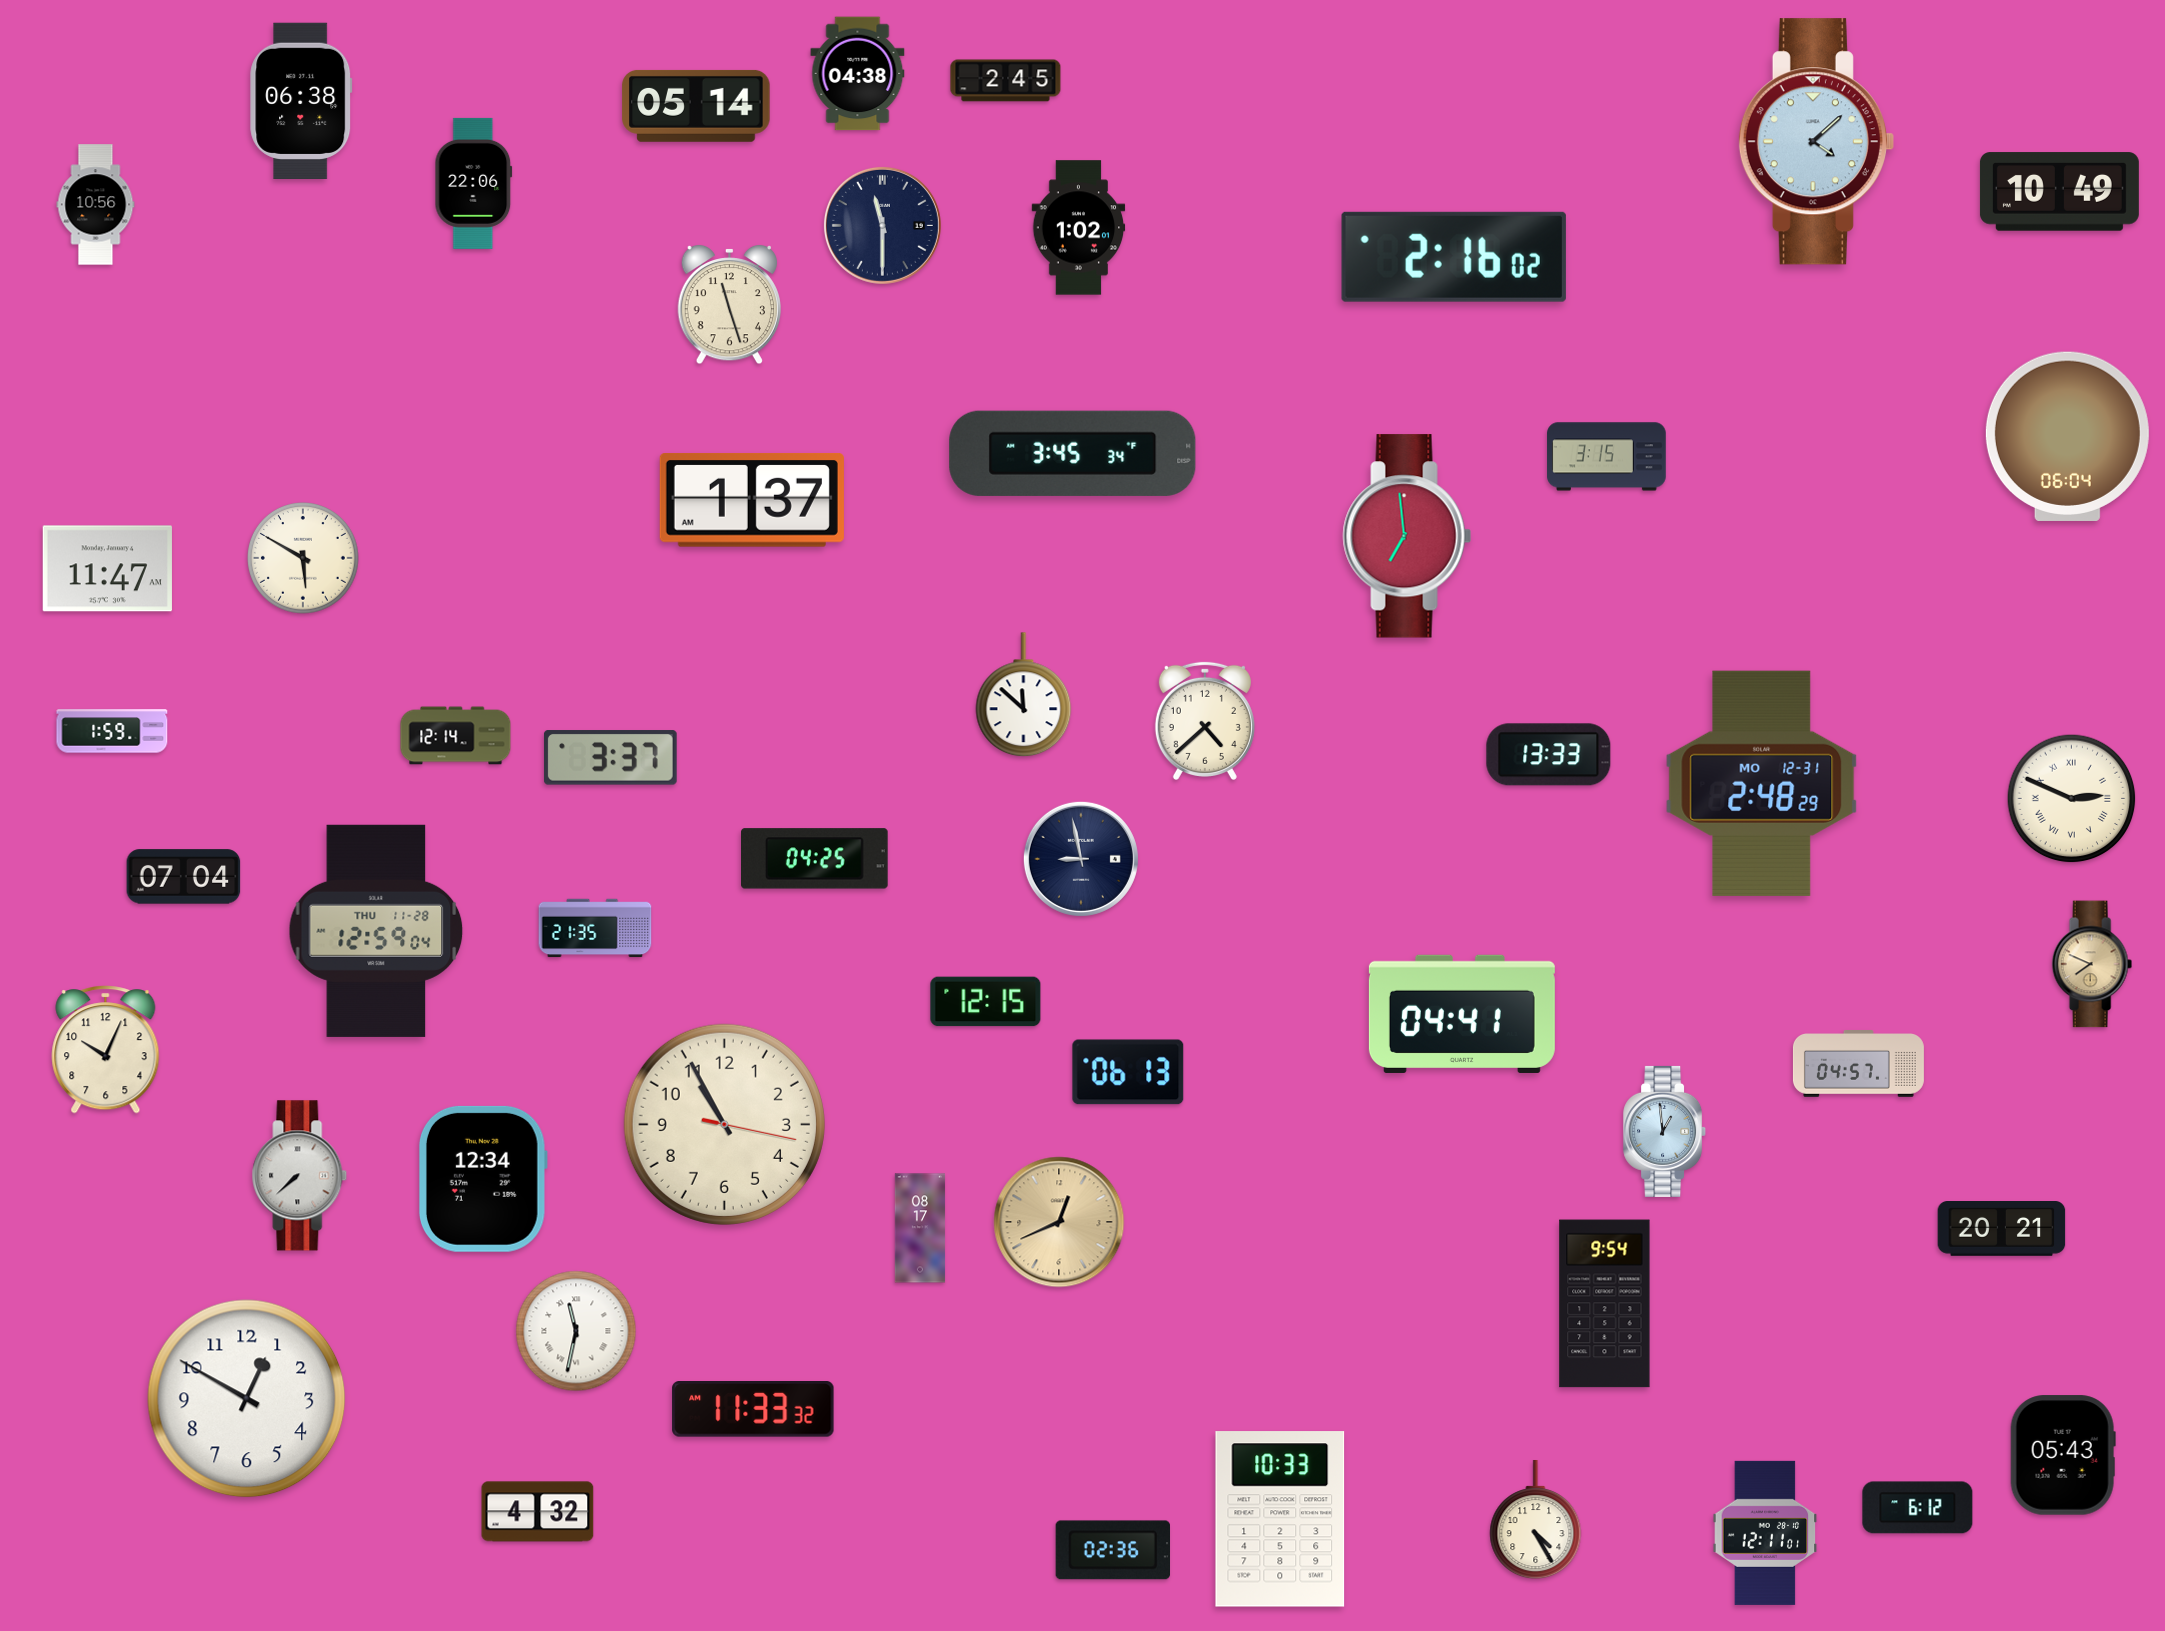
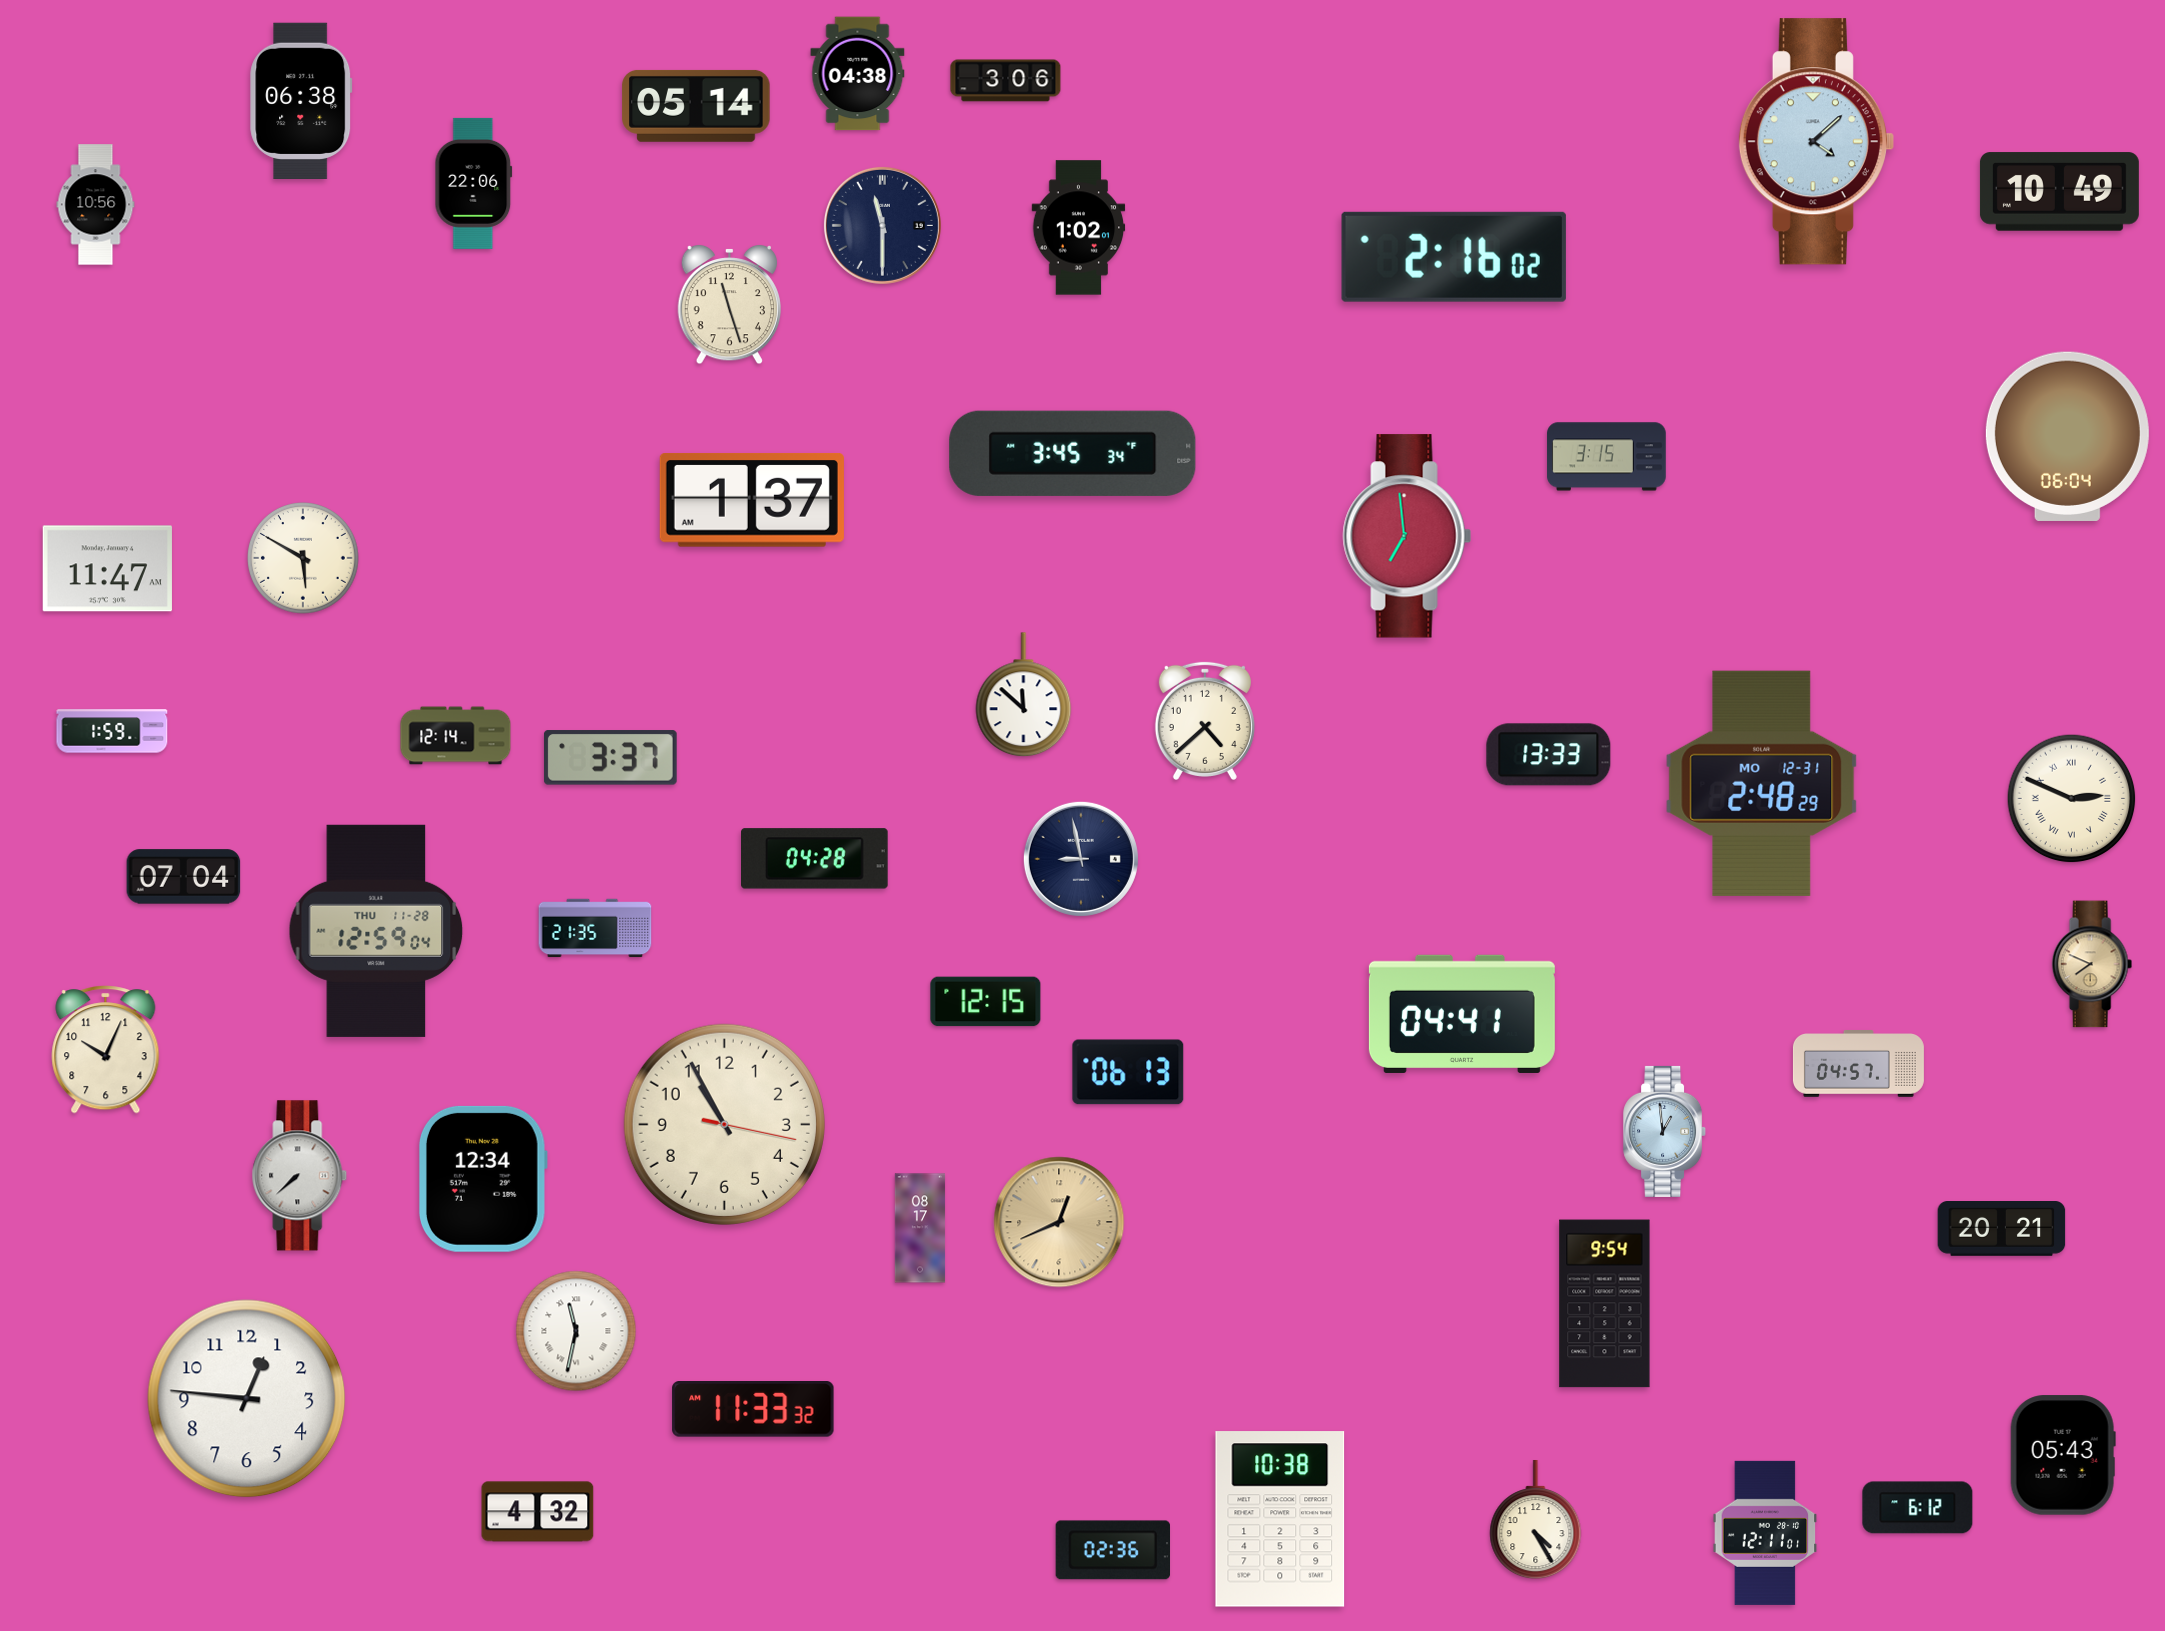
clock at (1006, 81): 2:45 -> 3:06
clock at (815, 859): 04:25 -> 04:28
clock at (247, 1399): 12:50 -> 12:46
clock at (1280, 1519): 10:33 -> 10:38
